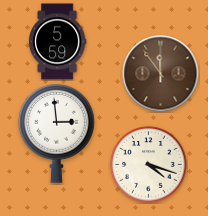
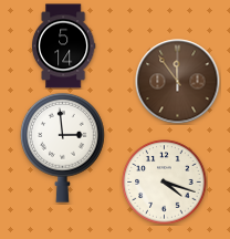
clock at (57, 42): 5:59 -> 5:14
